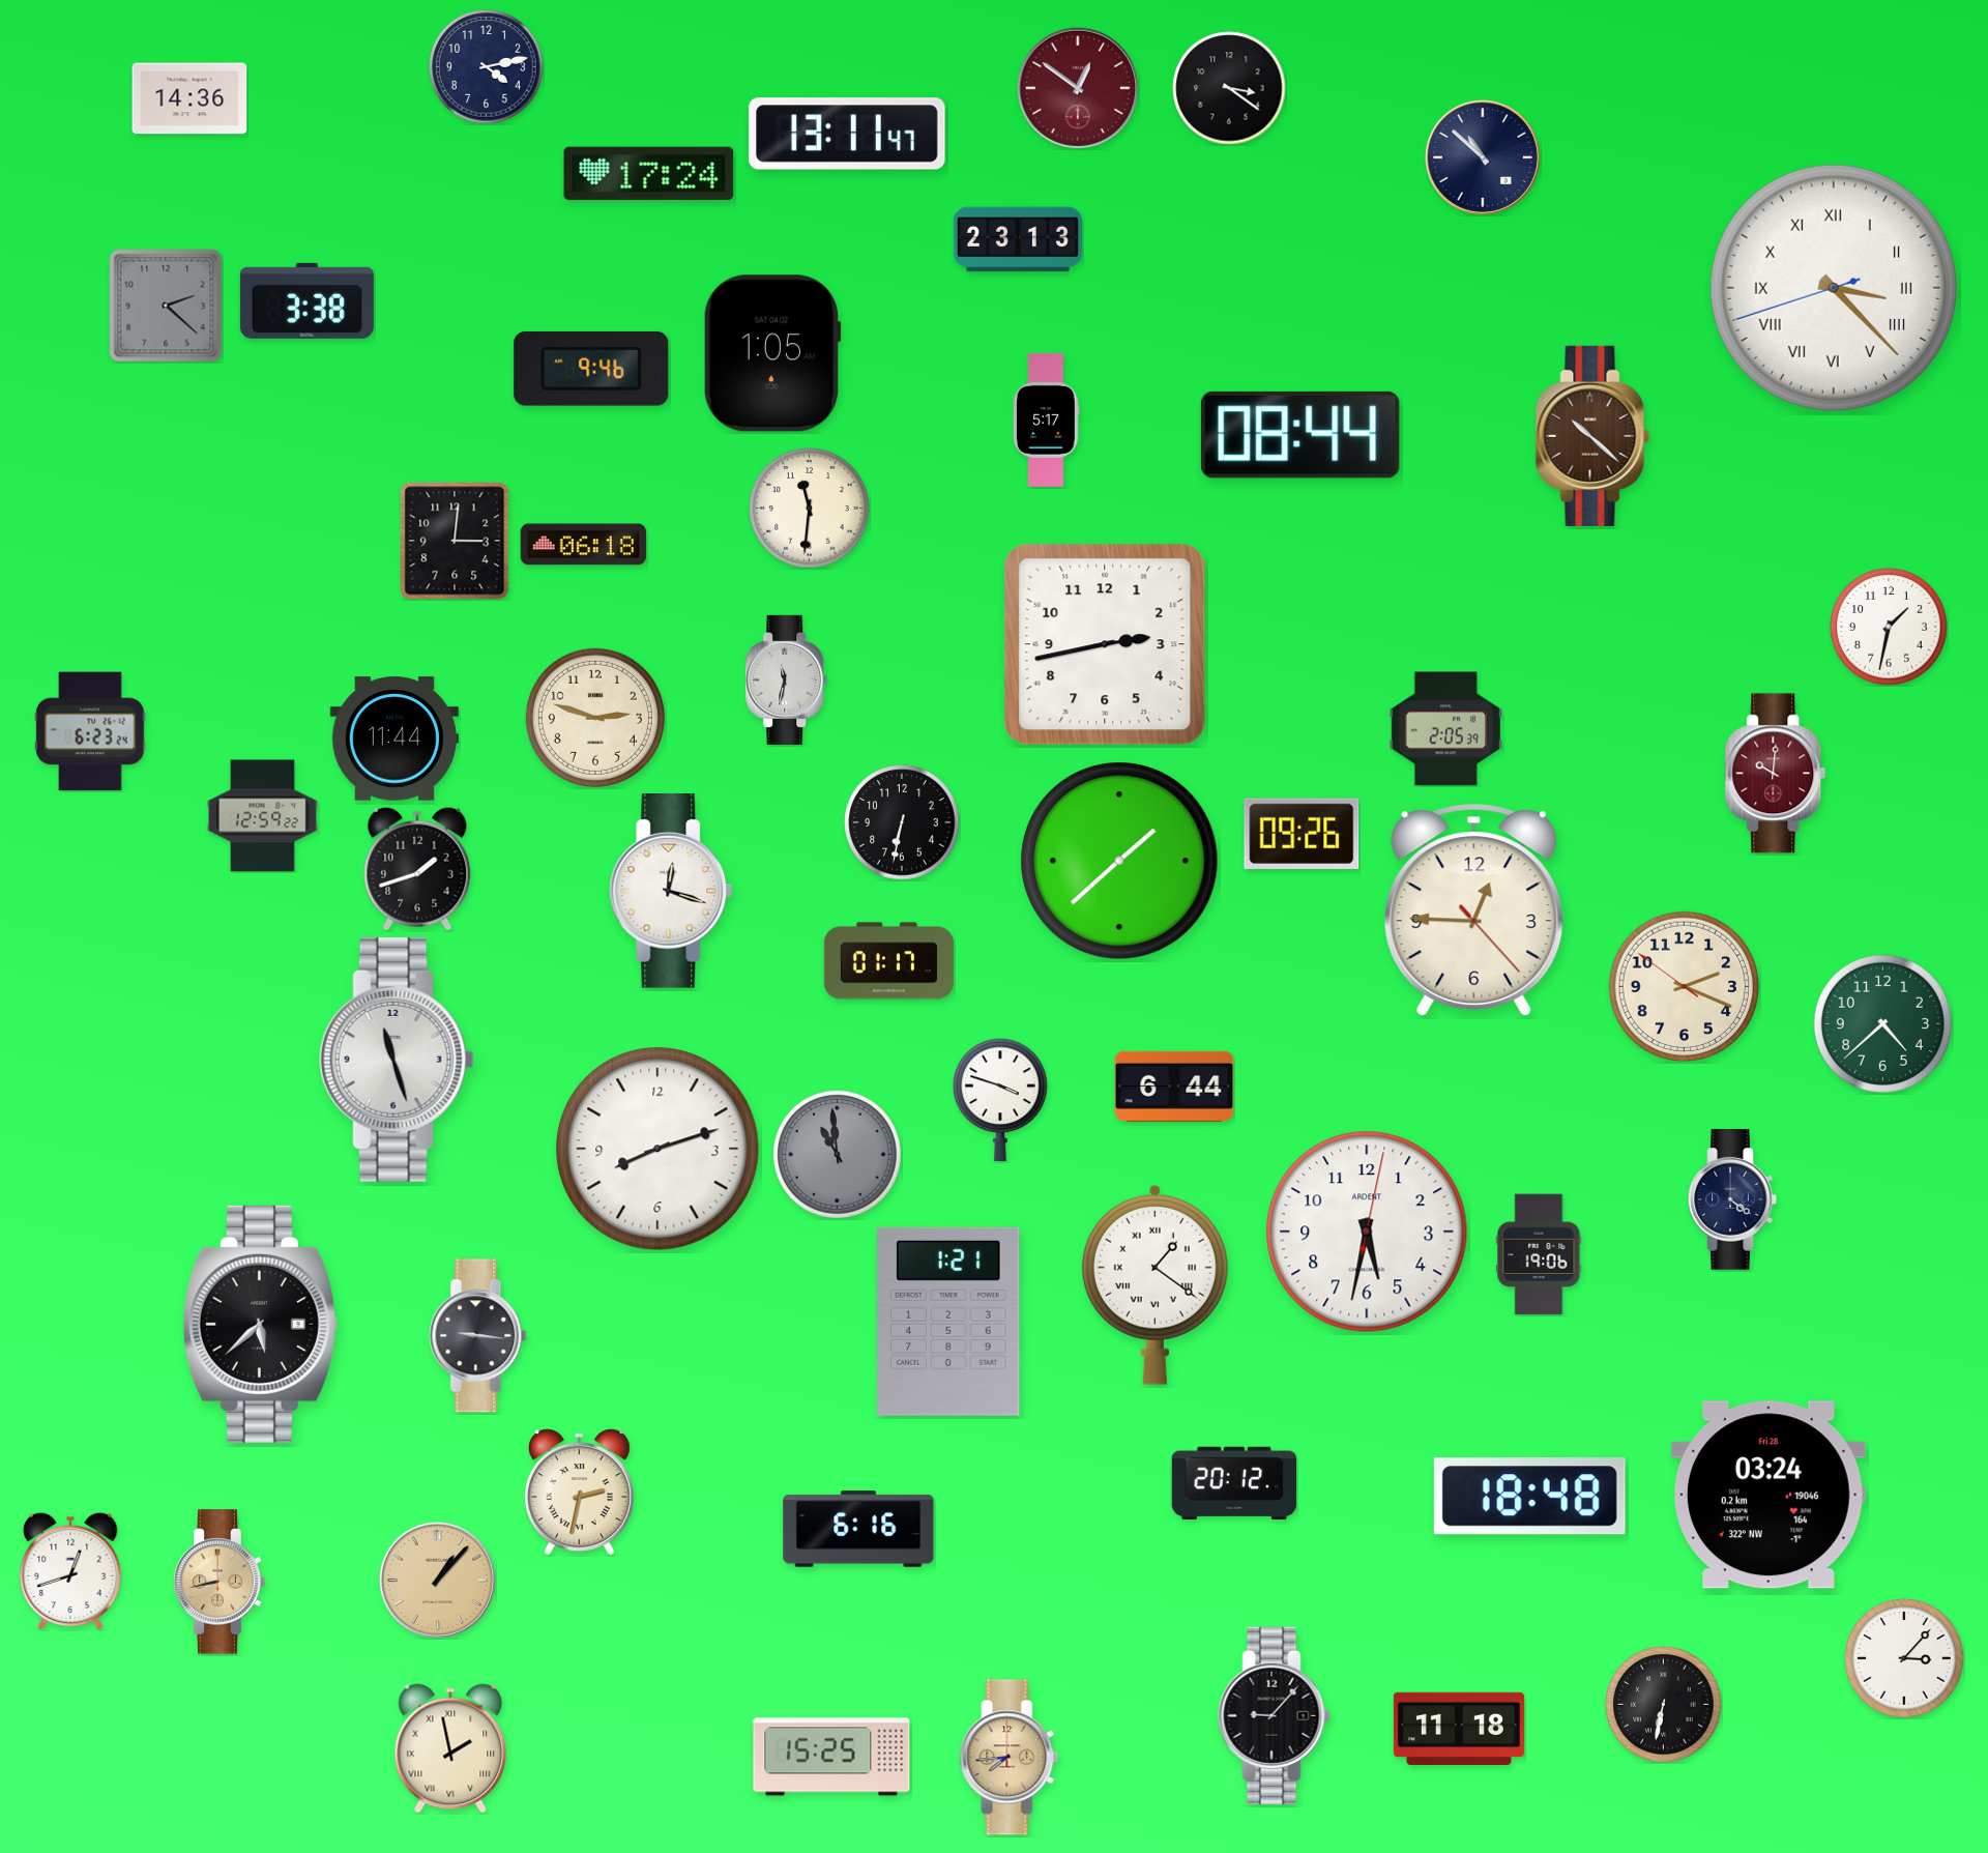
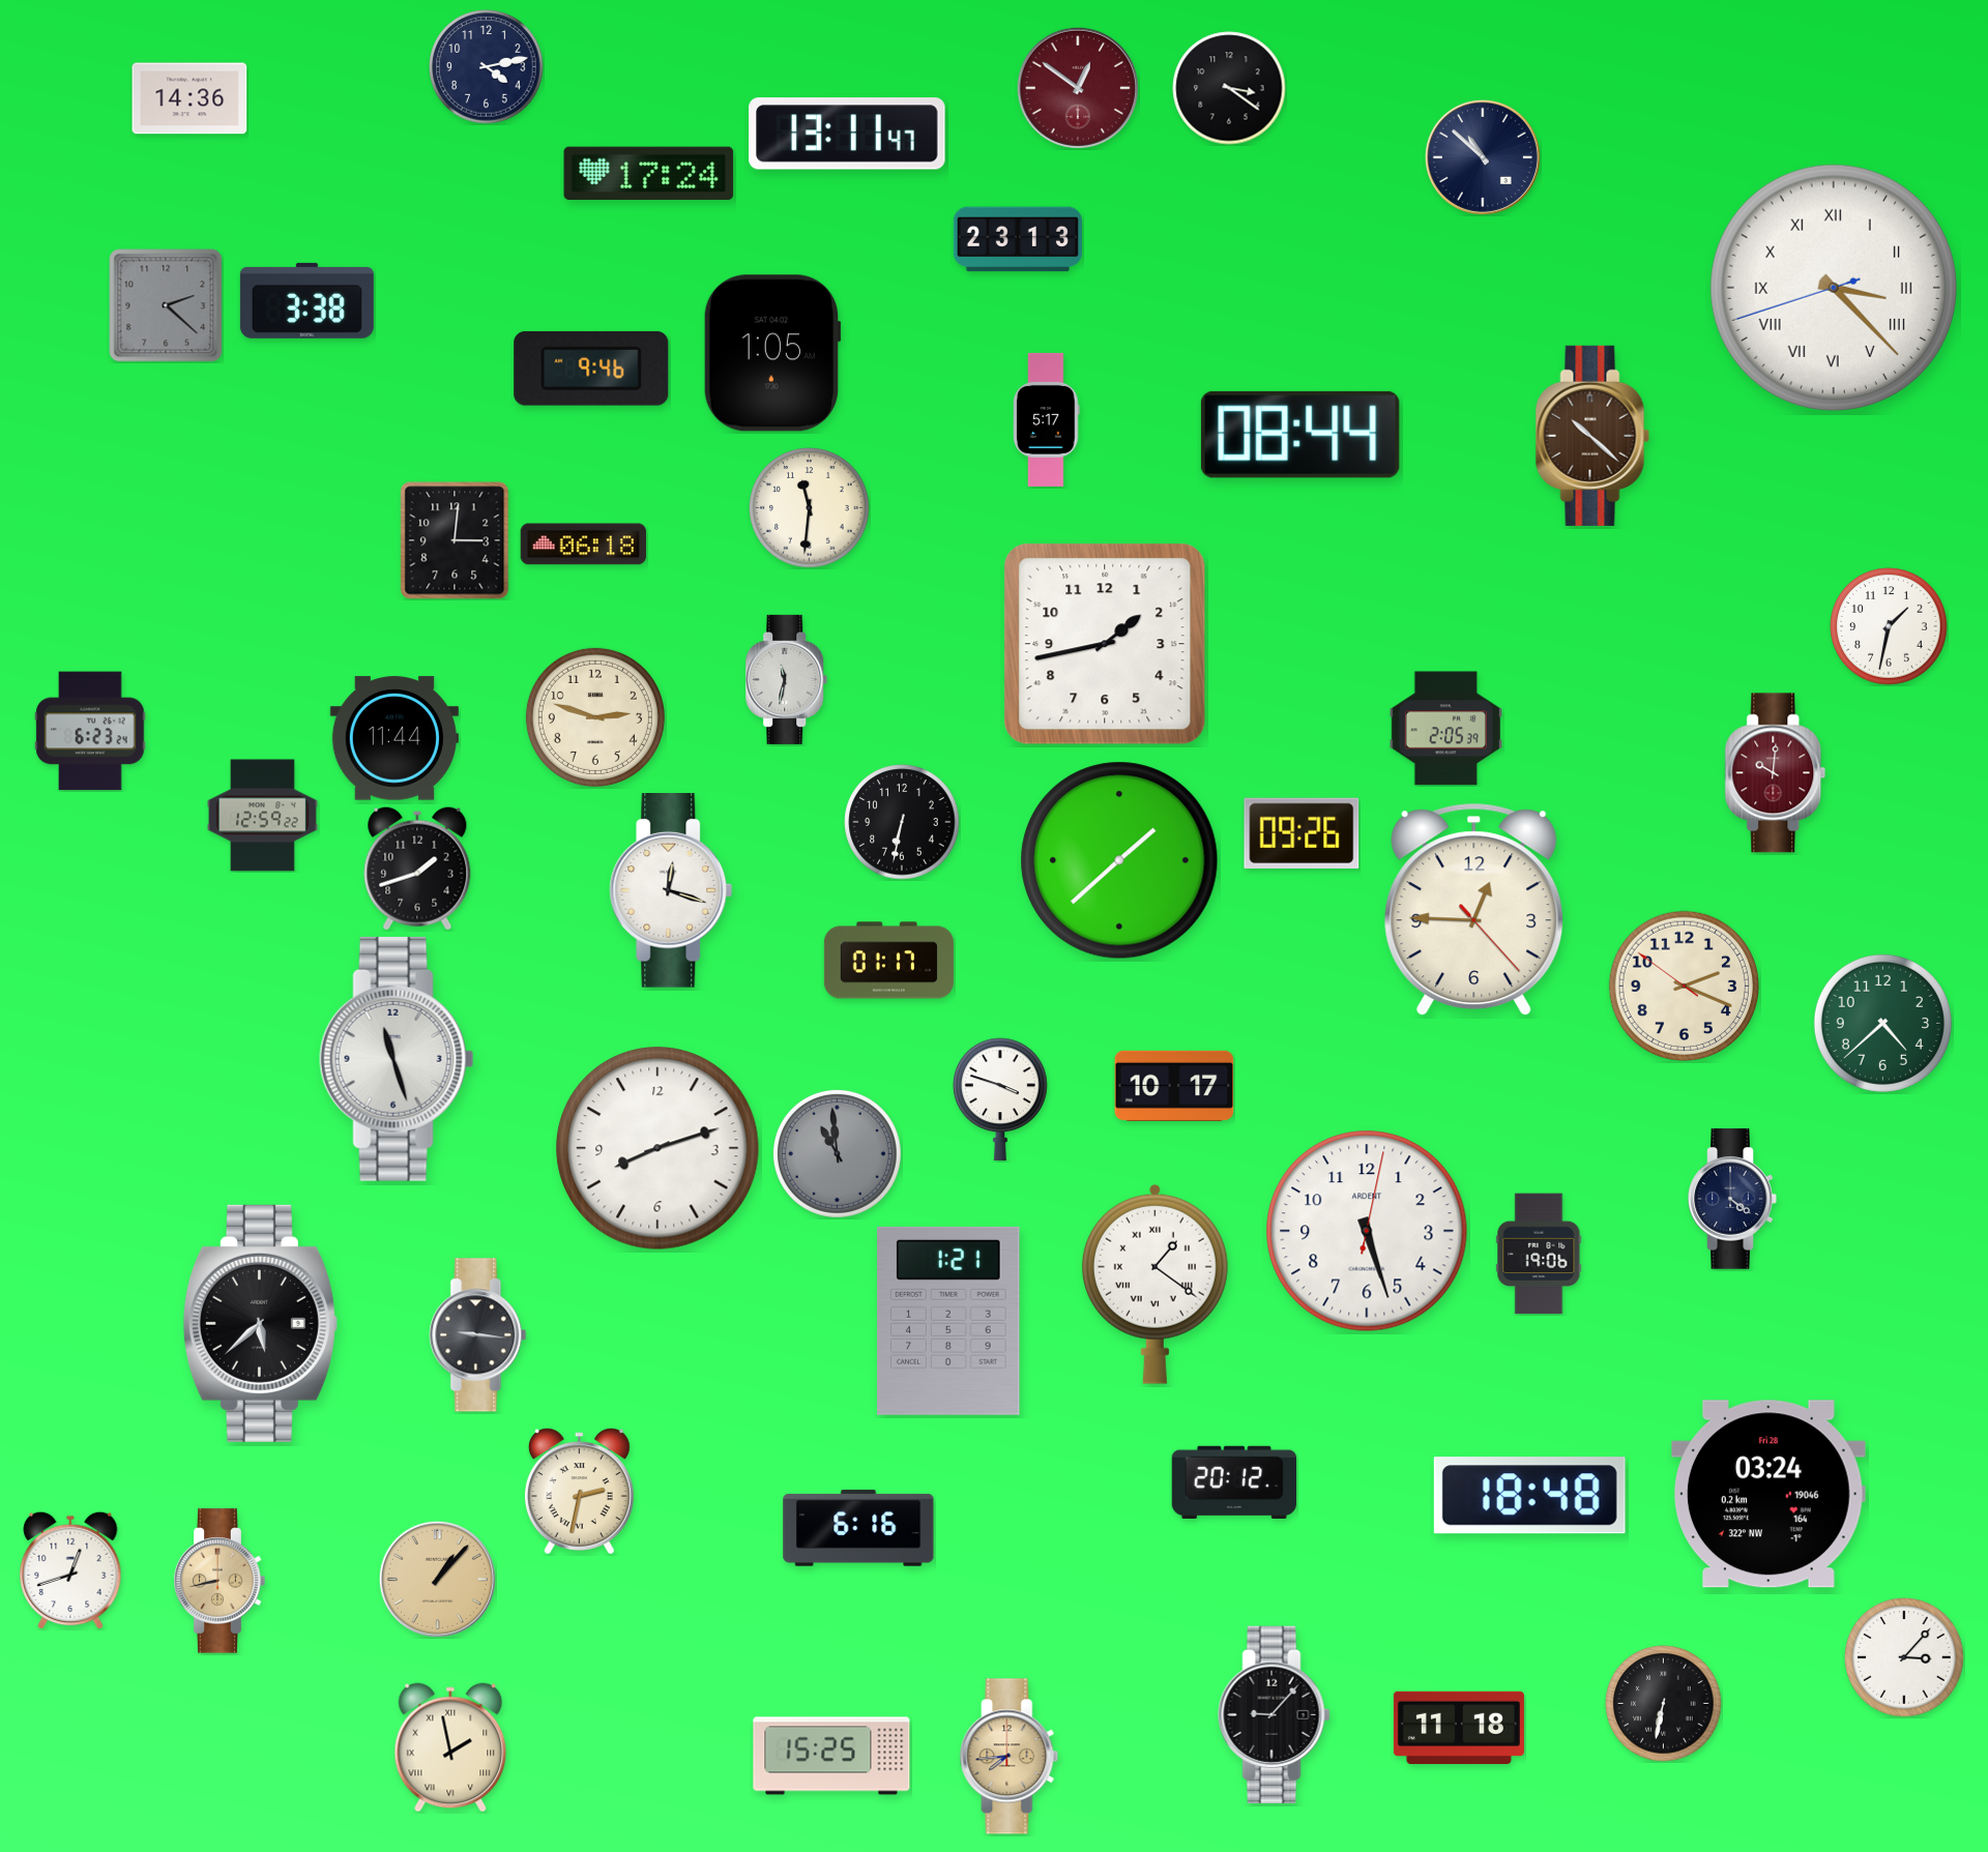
clock at (1105, 644): 2:43 -> 1:43
clock at (1174, 1087): 6:44 -> 10:17
clock at (1367, 1232): 5:32 -> 5:27
